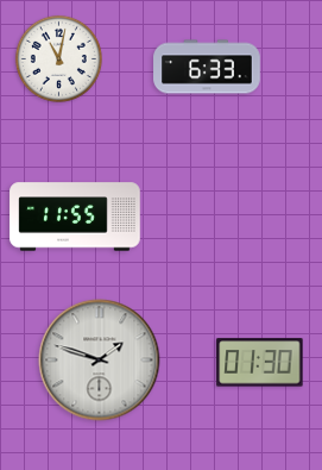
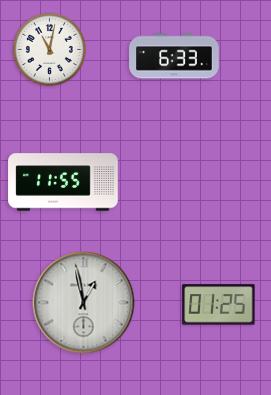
clock at (100, 361): 1:48 -> 12:58
clock at (260, 363): 01:30 -> 01:25
